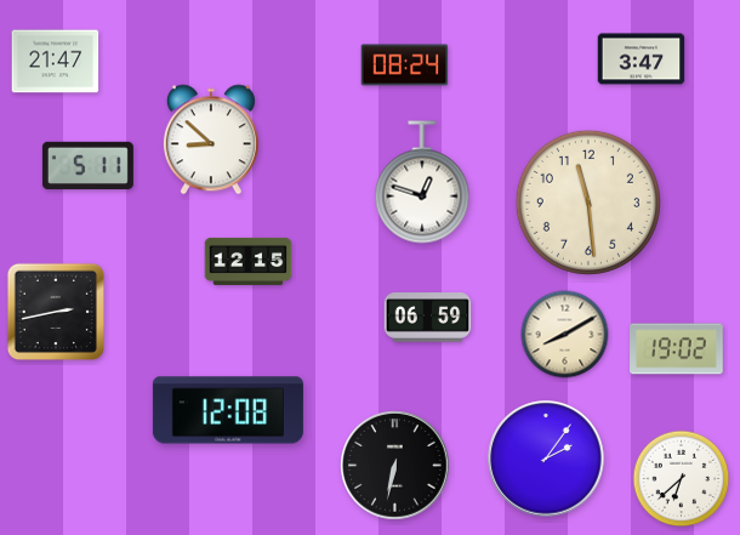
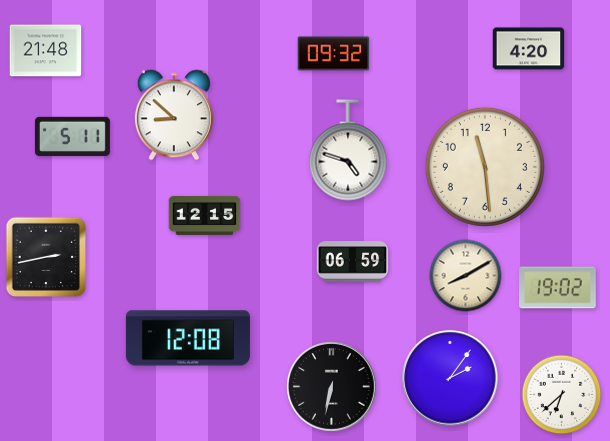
clock at (642, 59): 3:47 -> 4:20
clock at (56, 62): 21:47 -> 21:48
clock at (405, 66): 08:24 -> 09:32
clock at (422, 182): 12:48 -> 4:48
clock at (395, 466) position: (395, 466) -> (332, 387)
